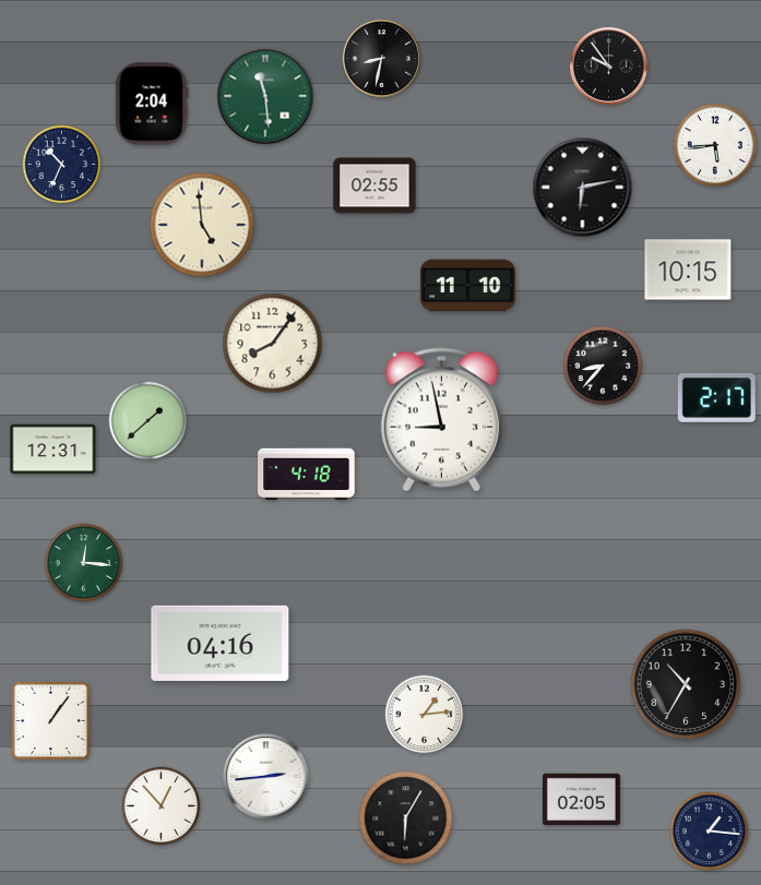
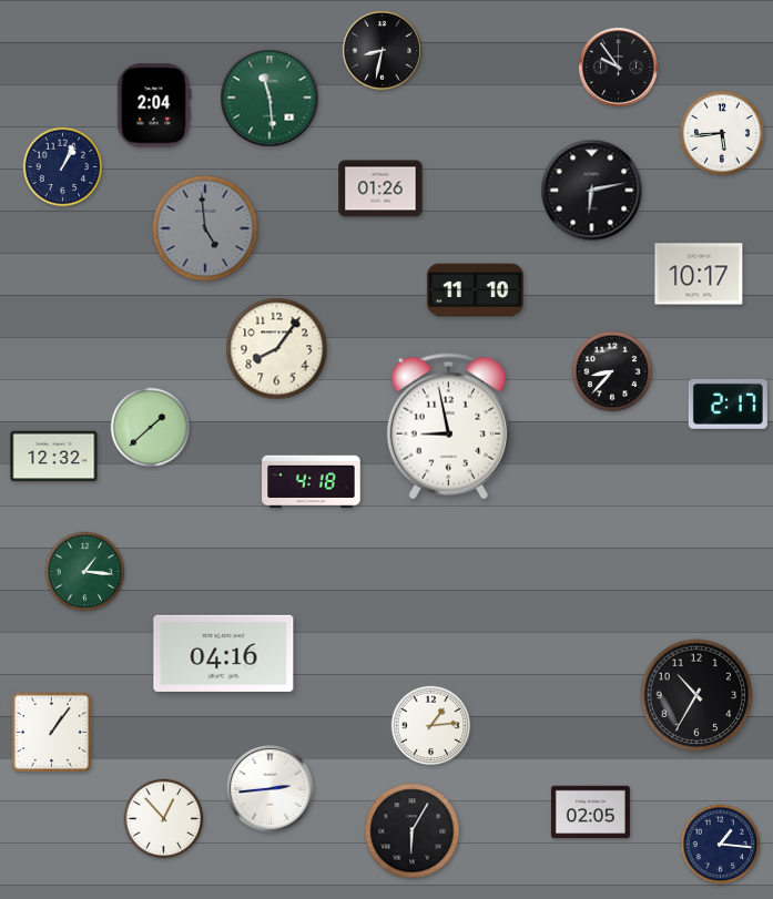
clock at (381, 58) position: (381, 58) -> (382, 50)
clock at (715, 145) position: (715, 145) -> (722, 133)
clock at (62, 165): 10:34 -> 1:04
clock at (374, 186): 02:55 -> 01:26
clock at (202, 225) dial: cream -> grey
clock at (688, 270): 10:15 -> 10:17
clock at (53, 450): 12:31 -> 12:32
clock at (84, 563): 12:16 -> 1:16
